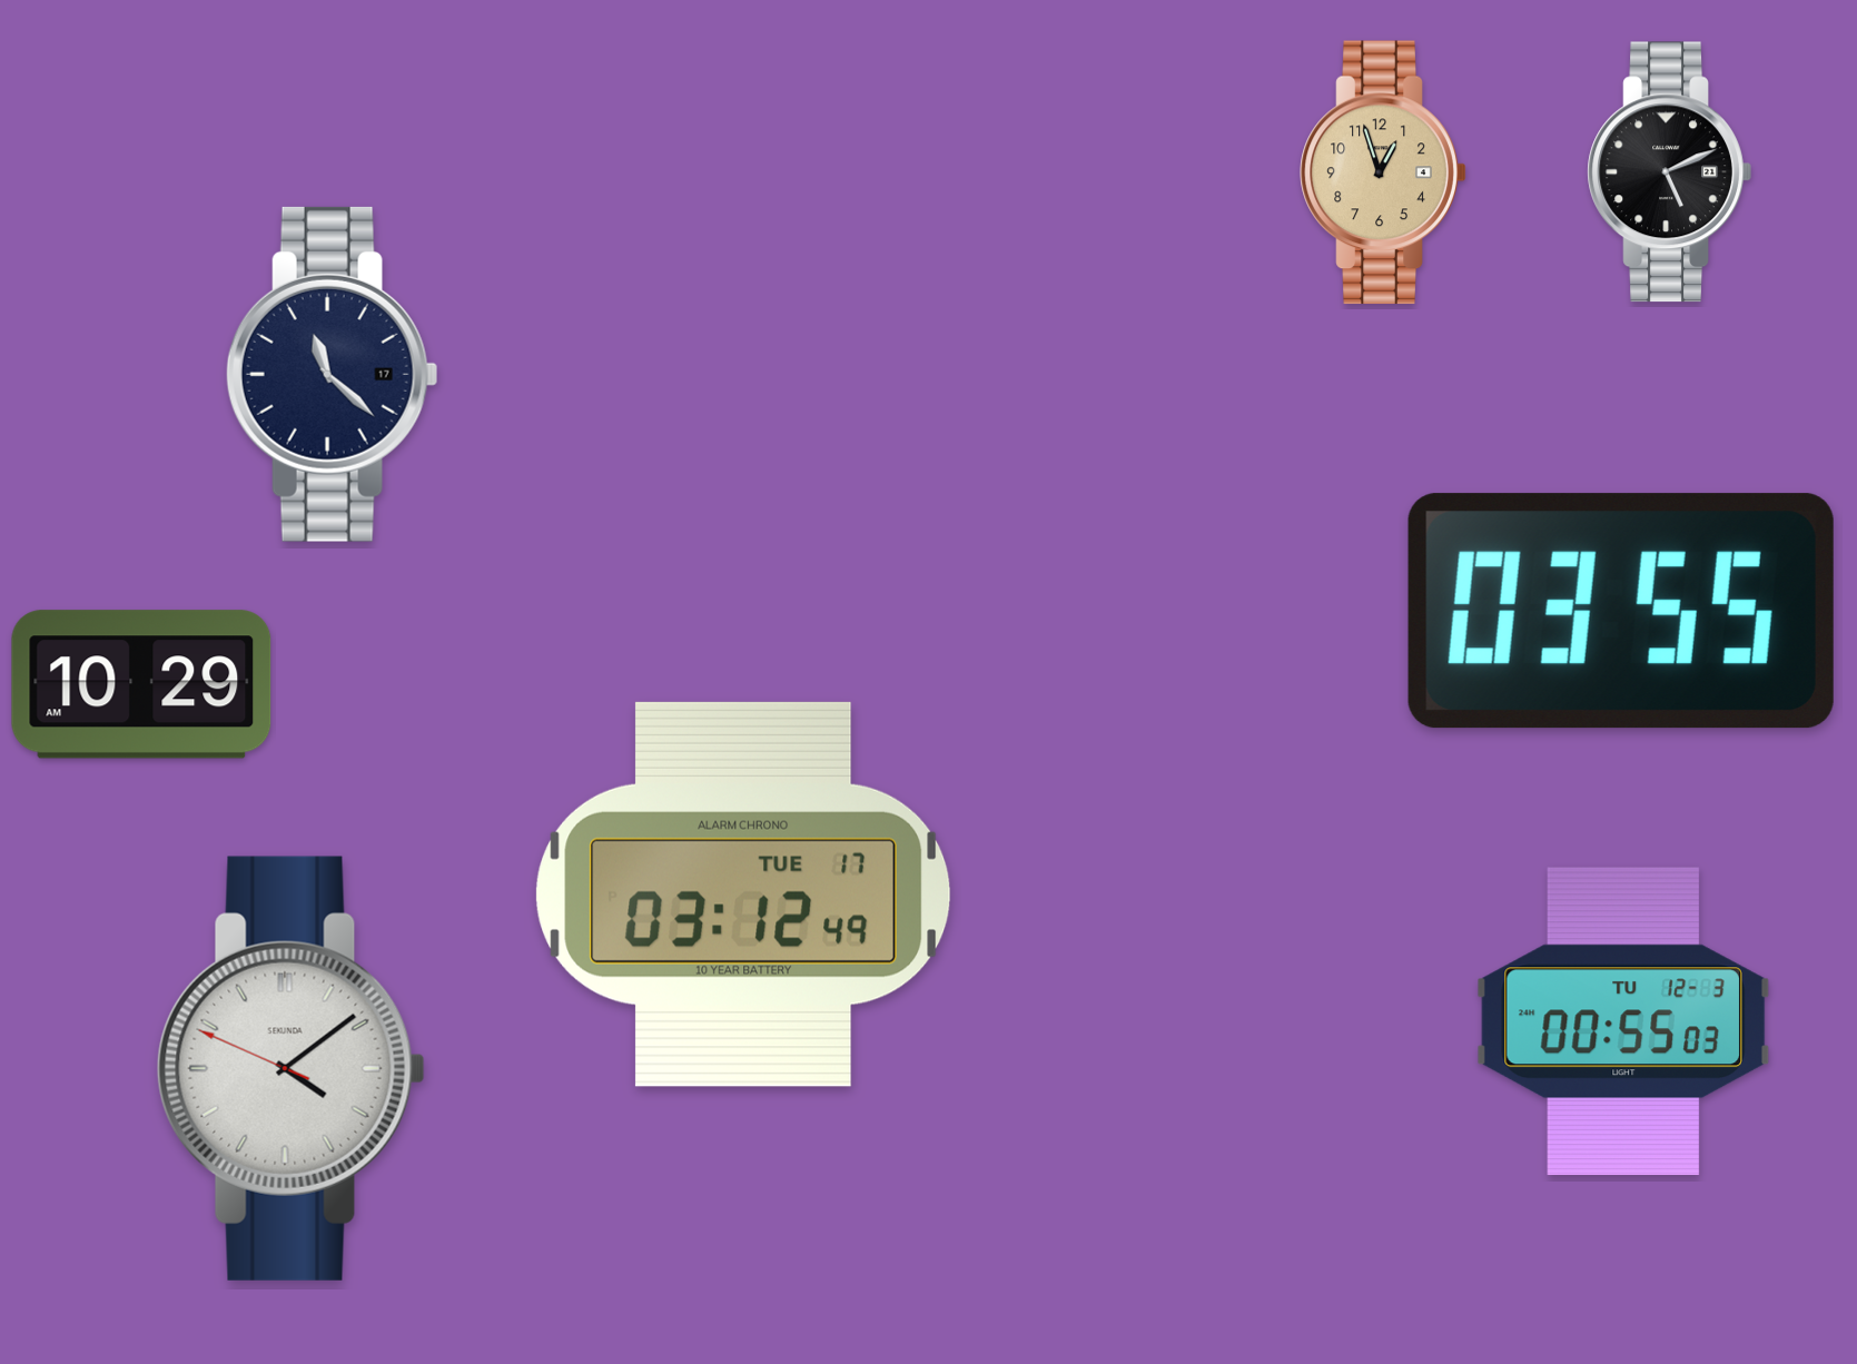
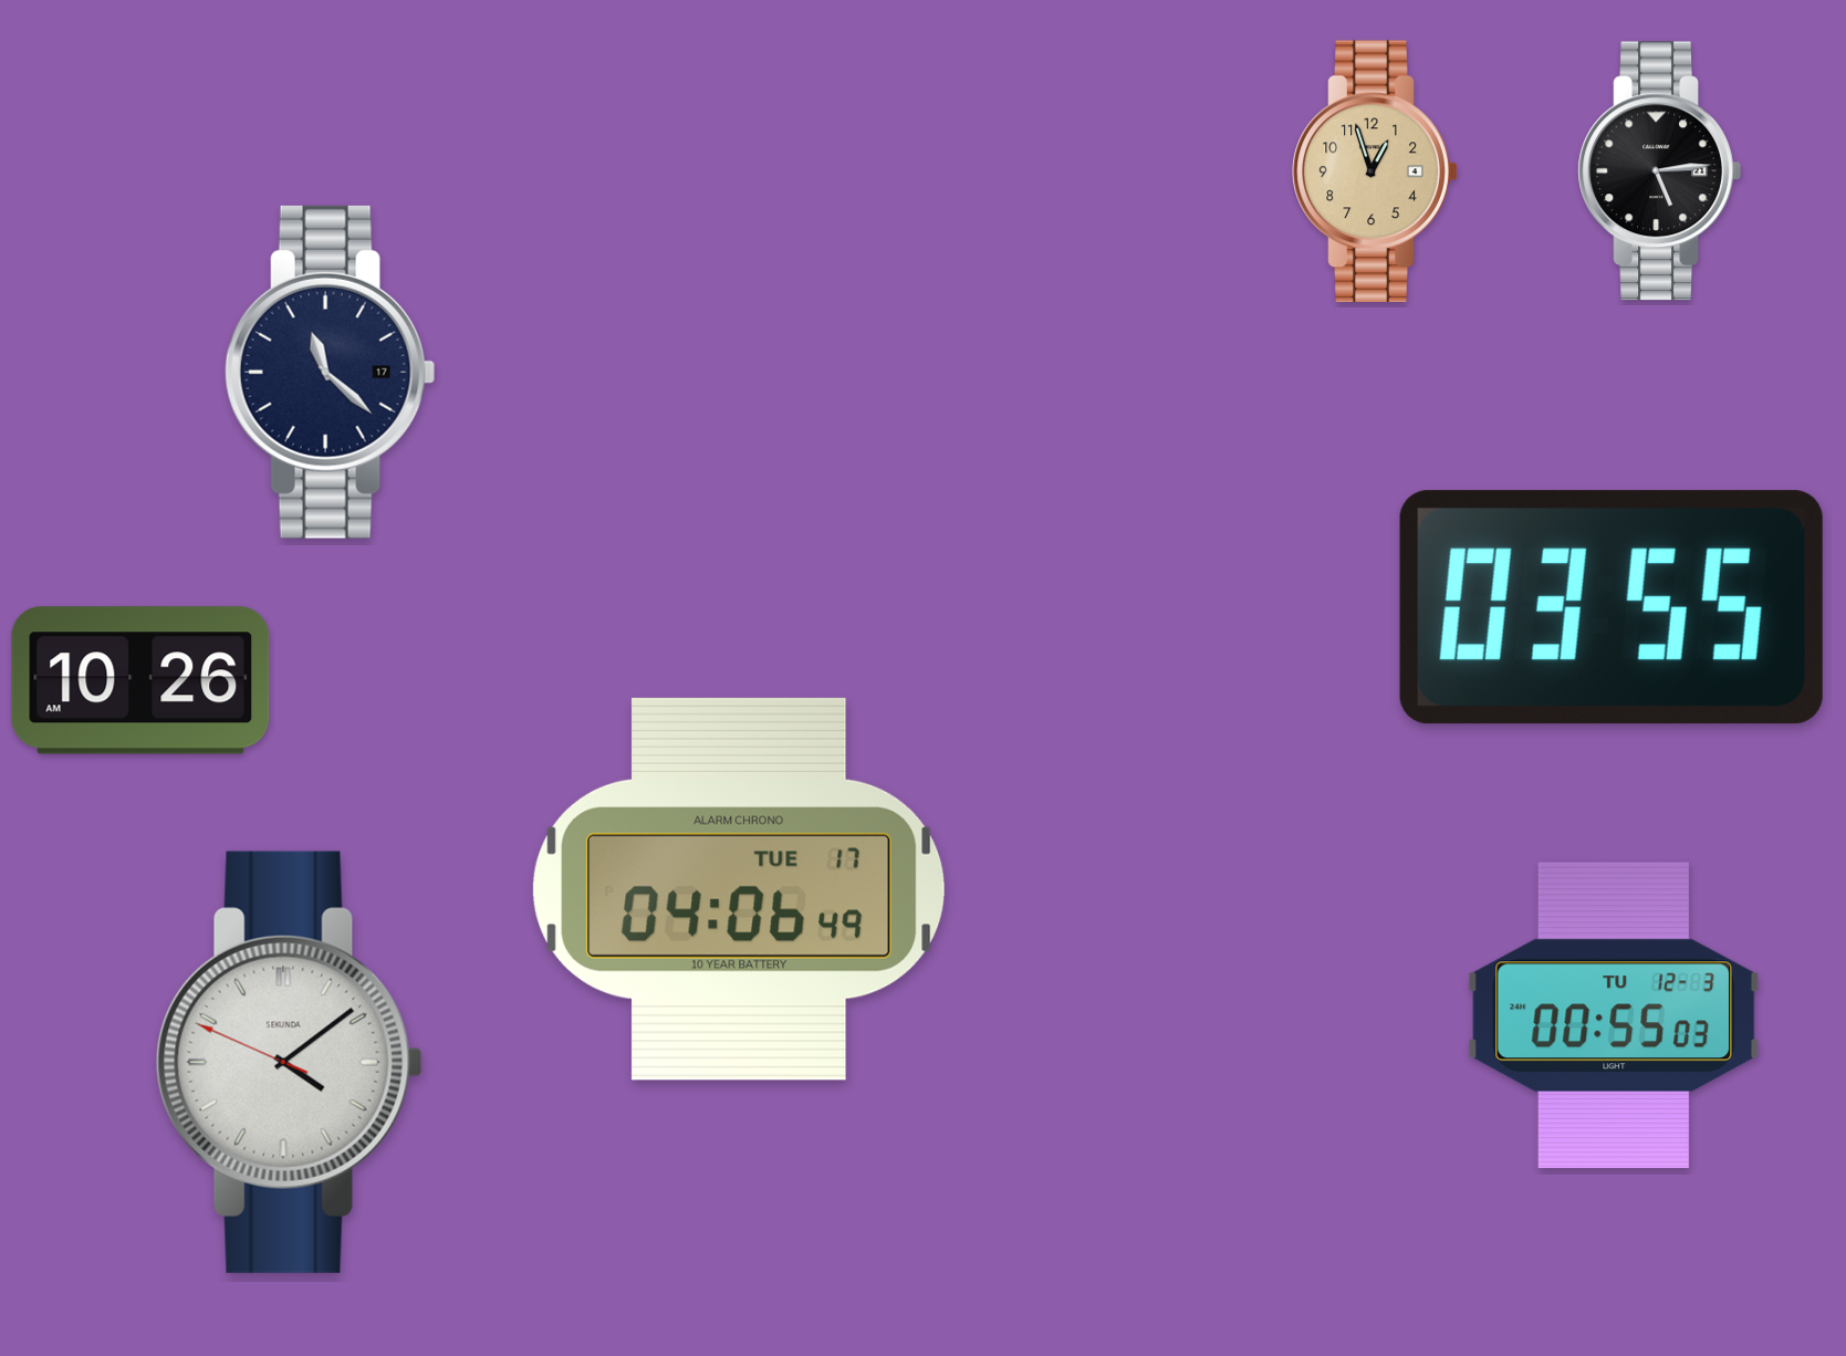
clock at (1669, 172): 5:11 -> 5:14
clock at (141, 684): 10:29 -> 10:26
clock at (743, 894): 03:12 -> 04:06
